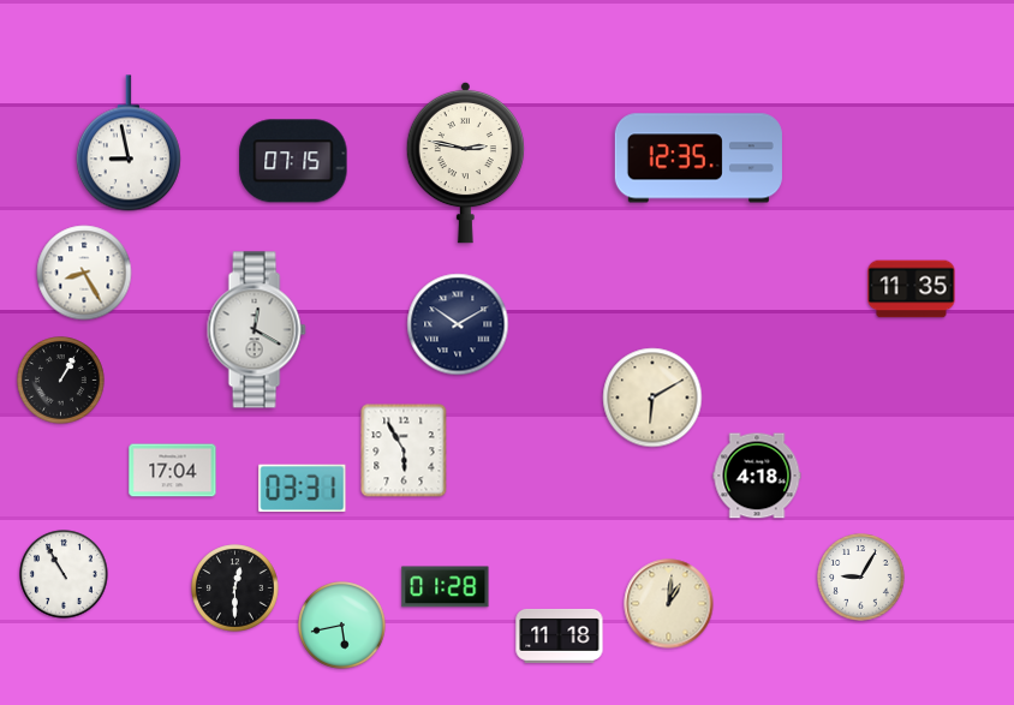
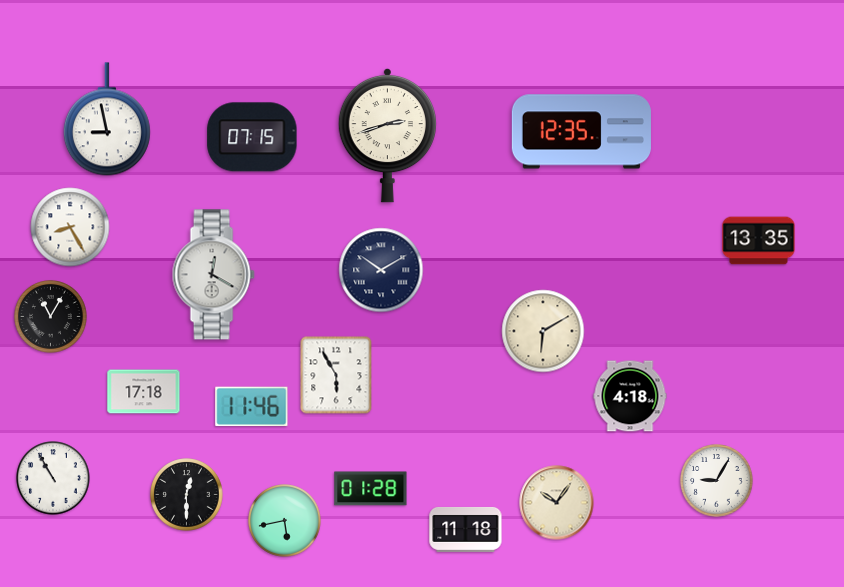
clock at (293, 161) position: (293, 161) -> (252, 137)
clock at (465, 162): 2:47 -> 2:42
clock at (912, 289): 11:35 -> 13:35
clock at (61, 381): 1:05 -> 11:05
clock at (173, 471): 17:04 -> 17:18
clock at (303, 489): 03:31 -> 11:46
clock at (235, 589) position: (235, 589) -> (187, 495)
clock at (669, 604): 1:01 -> 10:06
